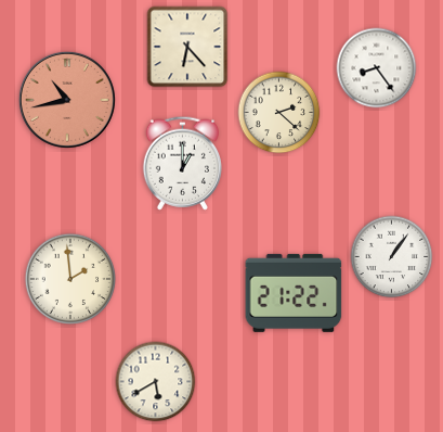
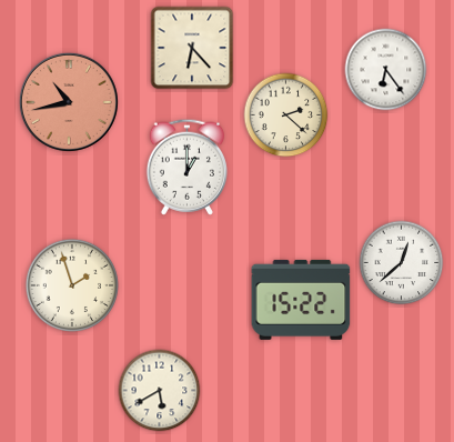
clock at (377, 68): 8:24 -> 6:24
clock at (392, 257): 1:06 -> 12:38
clock at (70, 279): 1:59 -> 1:57
clock at (294, 293): 21:22 -> 15:22
